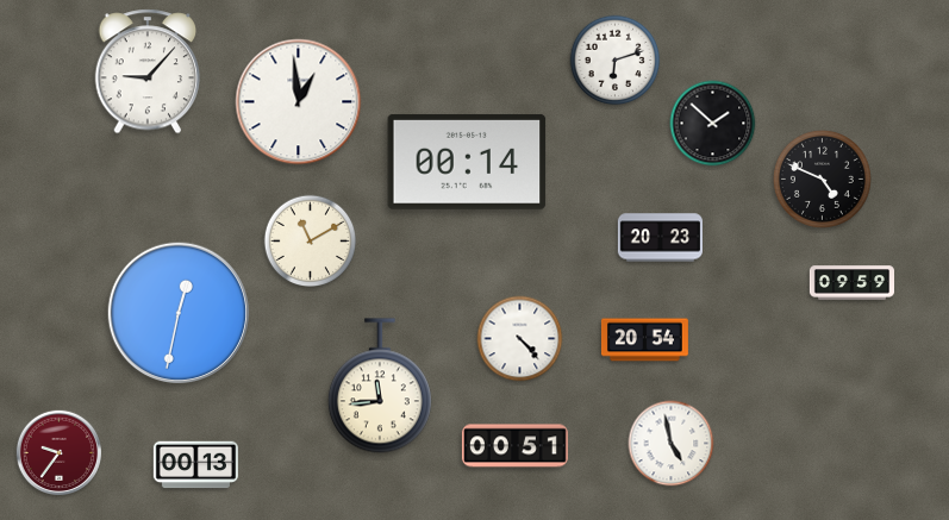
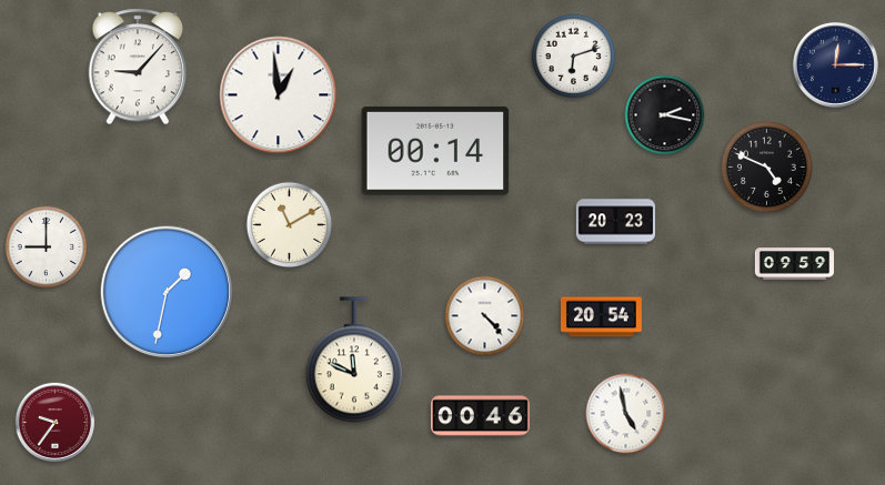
clock at (835, 64): none -> 12:15
clock at (713, 124): 1:52 -> 2:17
clock at (47, 247): none -> 9:00
clock at (177, 312): 12:32 -> 1:32
clock at (380, 386): 11:44 -> 11:49
clock at (514, 446): 00:51 -> 00:46
clock at (195, 465): 00:13 -> none
